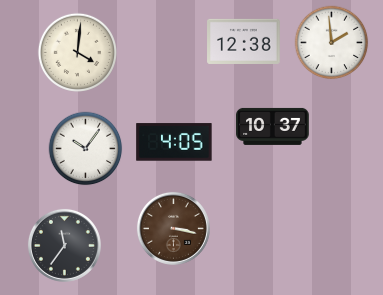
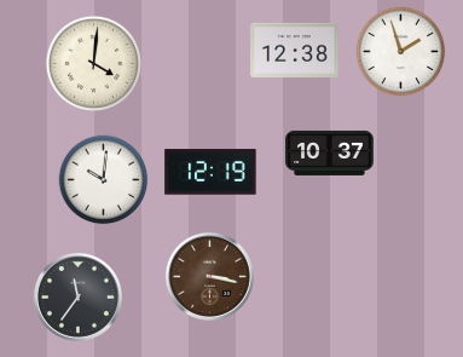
clock at (332, 43): 1:59 -> 1:57
clock at (174, 142): 4:05 -> 12:19
clock at (86, 149): 10:06 -> 10:01
